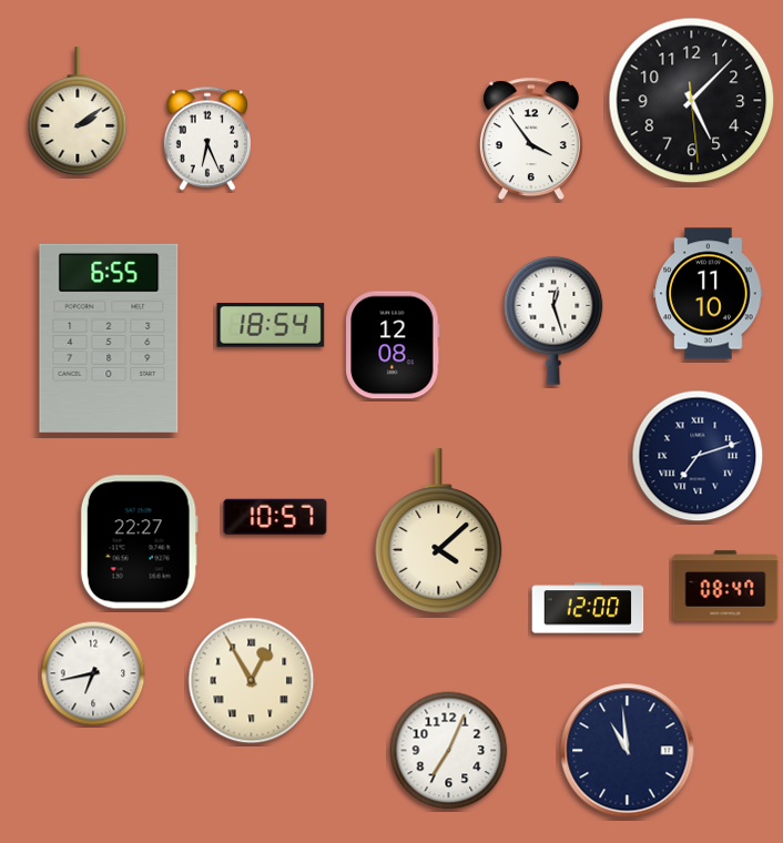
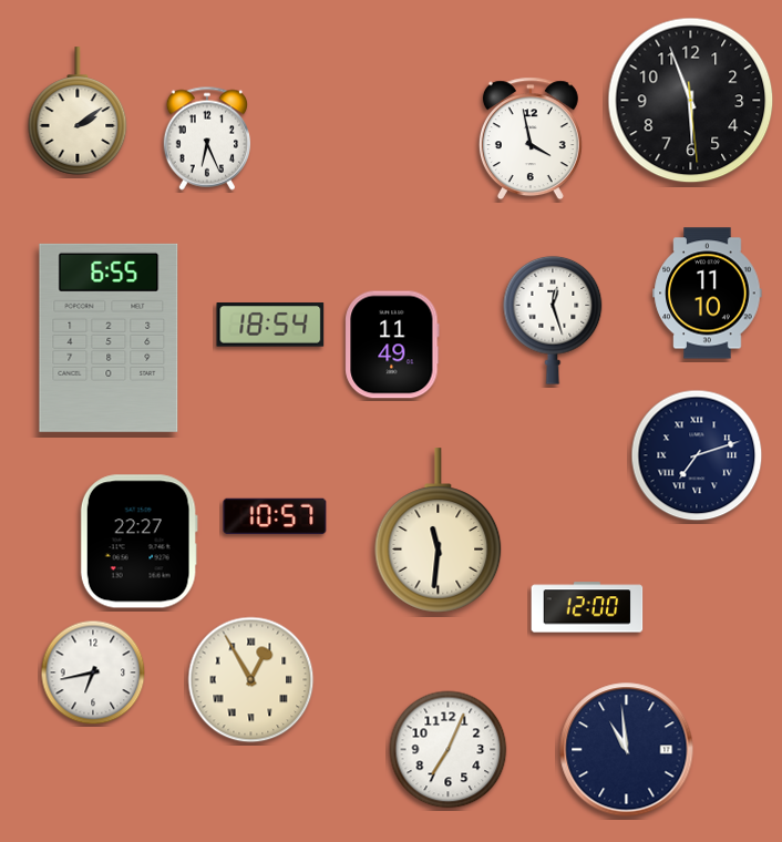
clock at (692, 101): 5:07 -> 5:56
clock at (531, 139): 3:54 -> 3:58
clock at (393, 345): 12:08 -> 11:49
clock at (439, 531): 4:08 -> 11:31
clock at (725, 586): 08:47 -> none
